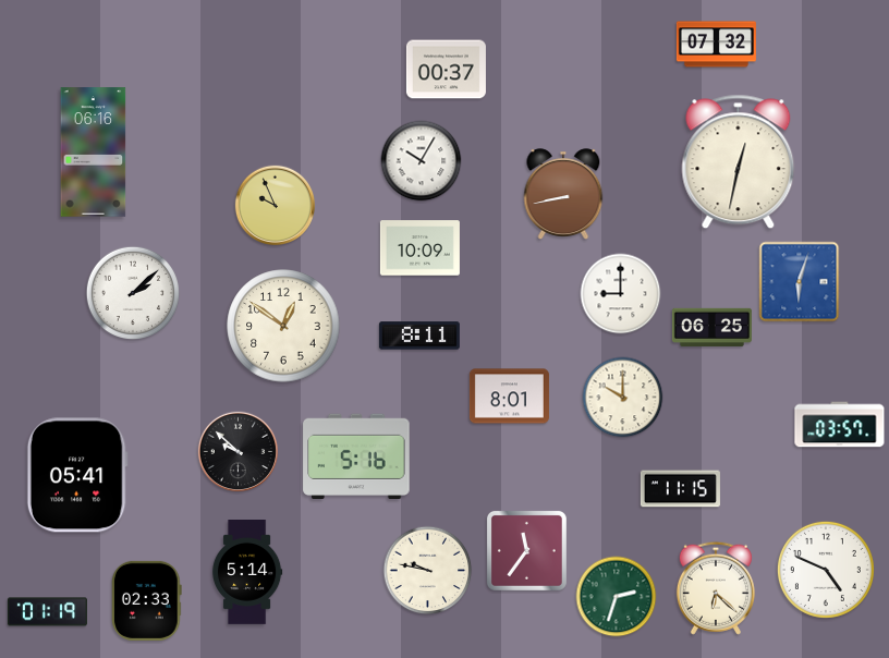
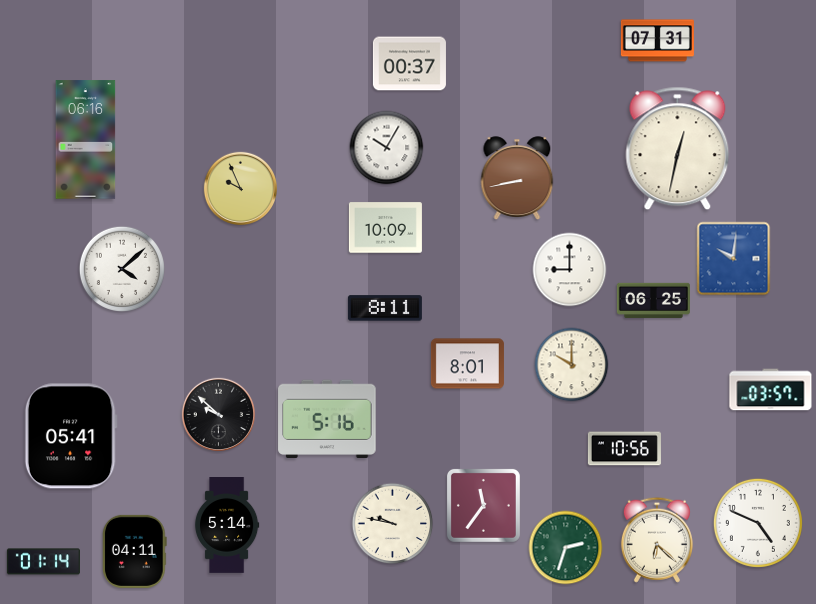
clock at (716, 45): 07:32 -> 07:31
clock at (276, 206) position: (276, 206) -> (241, 189)
clock at (800, 282): 6:03 -> 10:01
clock at (132, 292): 2:08 -> 4:08
clock at (283, 326): 12:51 -> none
clock at (680, 489): 11:15 -> 10:56
clock at (147, 600): 02:33 -> 04:11
clock at (47, 612): 01:19 -> 01:14
